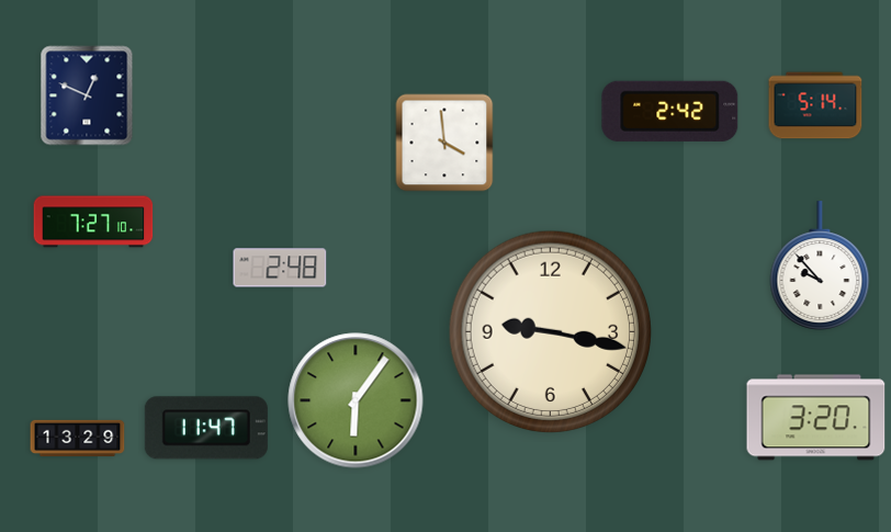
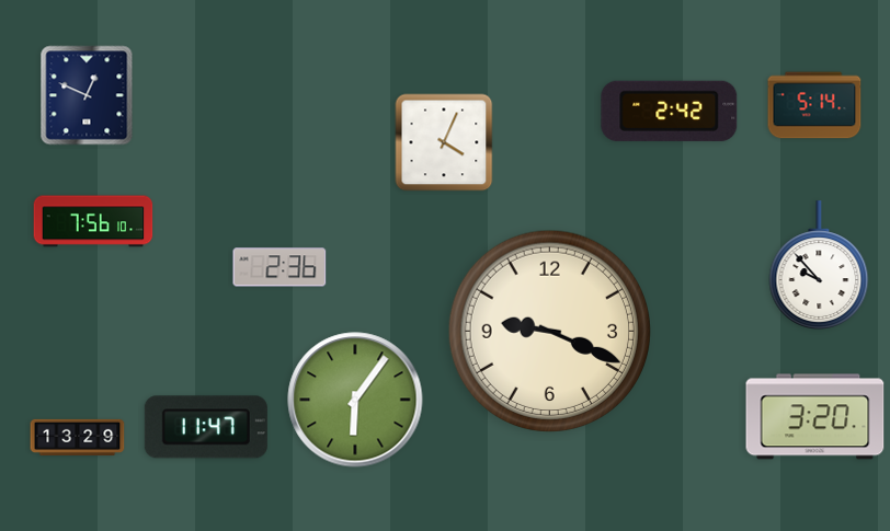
clock at (444, 143): 3:59 -> 4:04
clock at (93, 222): 7:27 -> 7:56
clock at (280, 268): 2:48 -> 2:36
clock at (550, 331): 9:17 -> 9:19
